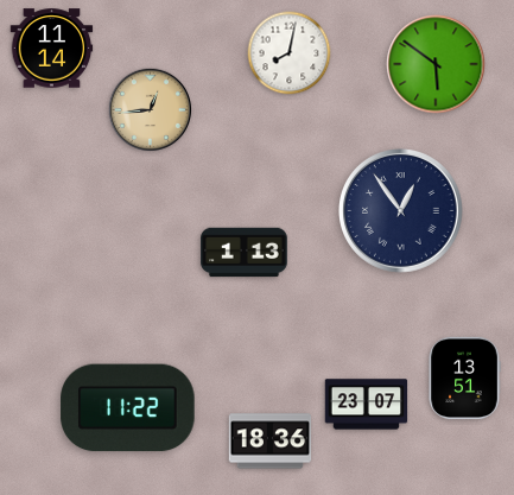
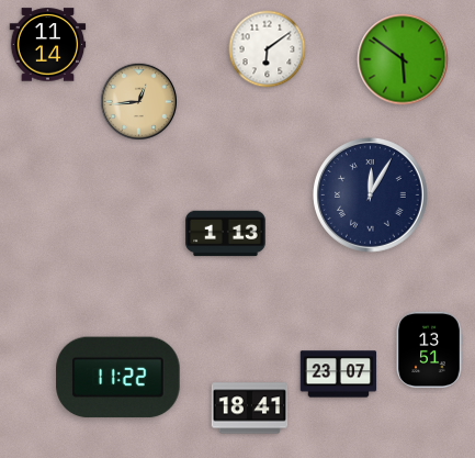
clock at (290, 53): 8:02 -> 6:09
clock at (401, 211): 12:54 -> 12:05
clock at (271, 442): 18:36 -> 18:41
